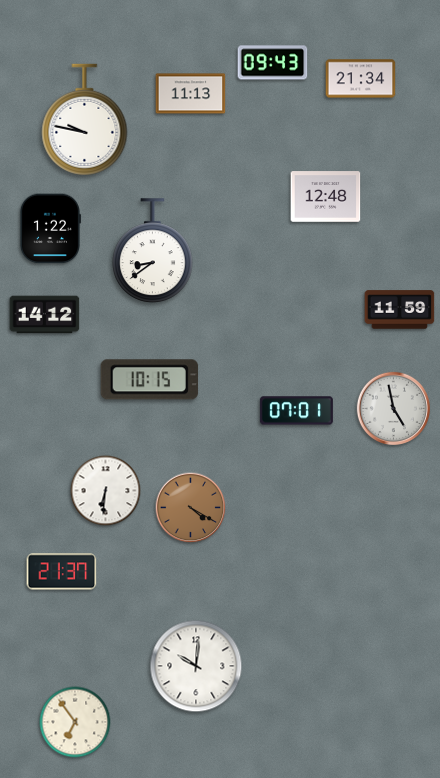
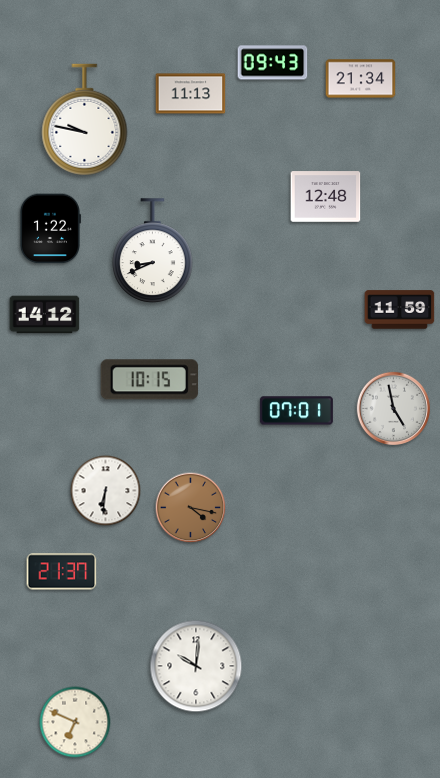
clock at (153, 250): 8:39 -> 8:41
clock at (191, 508): 4:20 -> 4:17
clock at (75, 722): 6:54 -> 6:49
